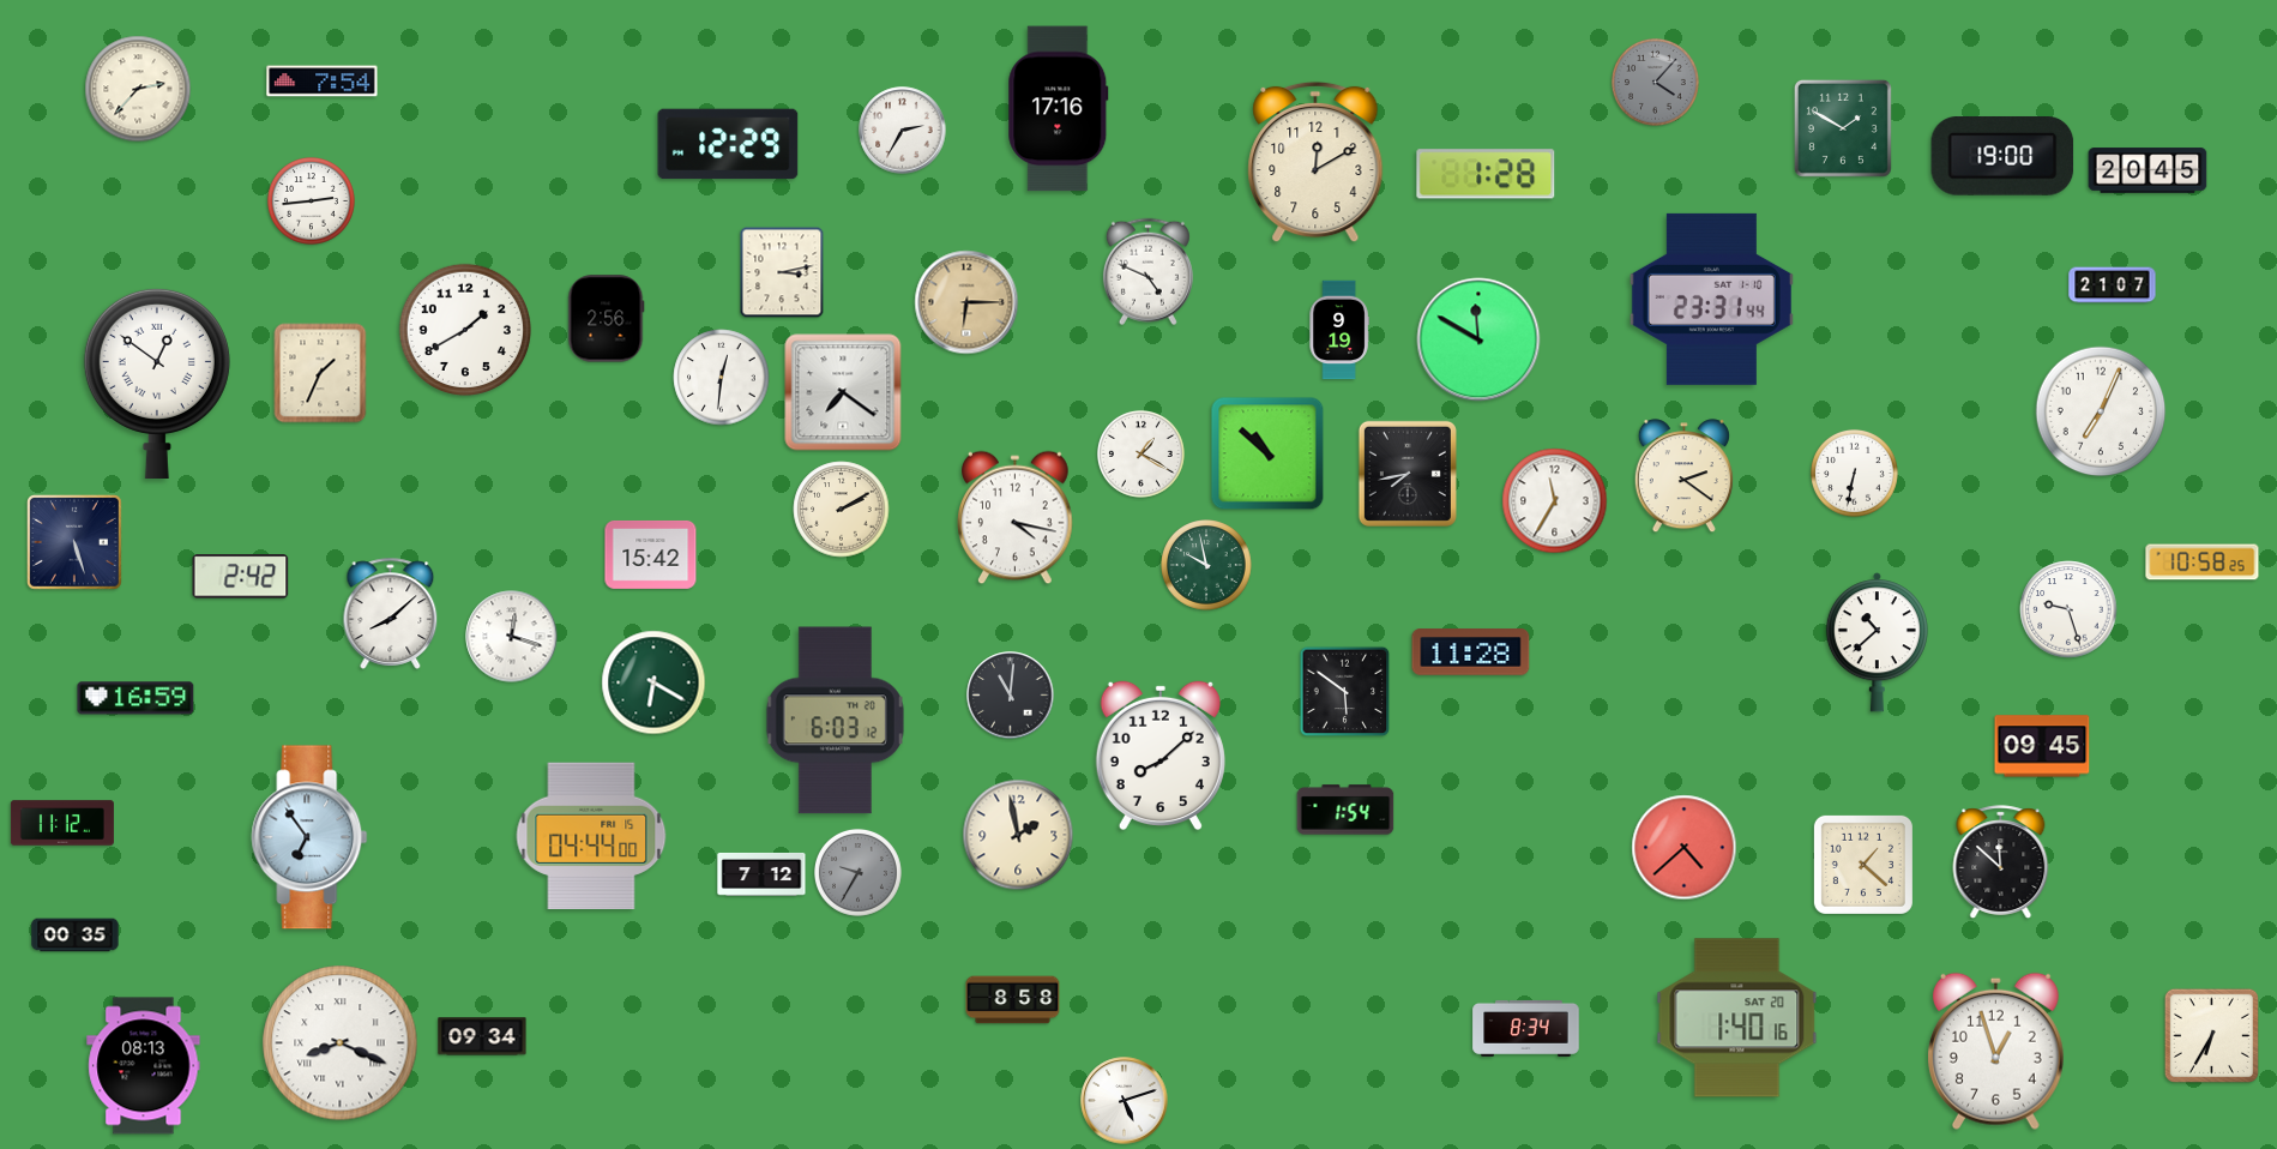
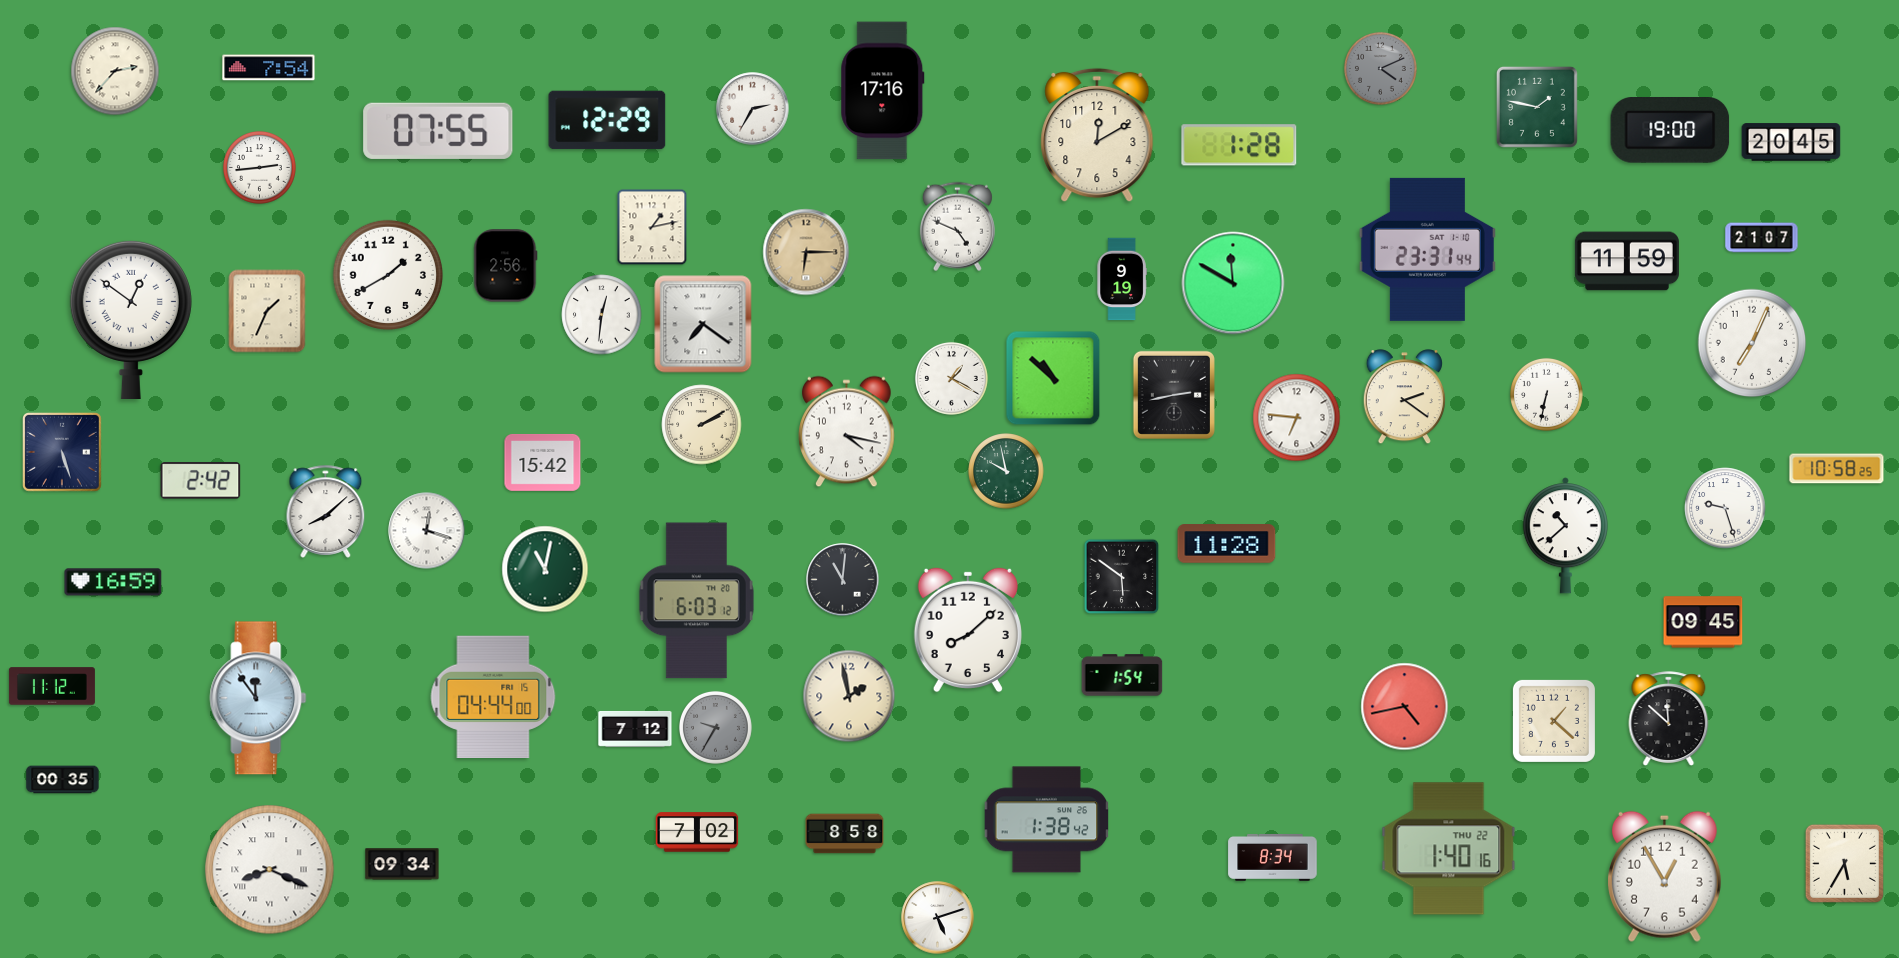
clock at (1656, 83): 4:07 -> 4:11
clock at (138, 89) position: (138, 89) -> (115, 71)
clock at (1843, 128): 1:50 -> 1:47
clock at (438, 131): none -> 07:55
clock at (782, 272): 3:13 -> 1:13
clock at (1627, 261): none -> 11:59
clock at (1339, 330) position: (1339, 330) -> (1122, 279)
clock at (843, 392) position: (843, 392) -> (703, 324)
clock at (1267, 453) position: (1267, 453) -> (1053, 378)
clock at (1408, 474): 7:43 -> 2:43
clock at (1555, 501): 11:35 -> 6:46
clock at (653, 682): 6:20 -> 11:02
clock at (309, 837): 6:54 -> 11:54
clock at (1685, 848): 4:38 -> 4:43
clock at (1047, 820): none -> 1:38
clock at (697, 832): none -> 7:02
clock at (1737, 1018) date: SAT 20 -> THU 22
clock at (2211, 1035): 6:35 -> 5:35
clock at (341, 1043) position: (341, 1043) -> (270, 870)
clock at (1995, 1051): 12:57 -> 12:55
clock at (144, 1066): 08:13 -> none
